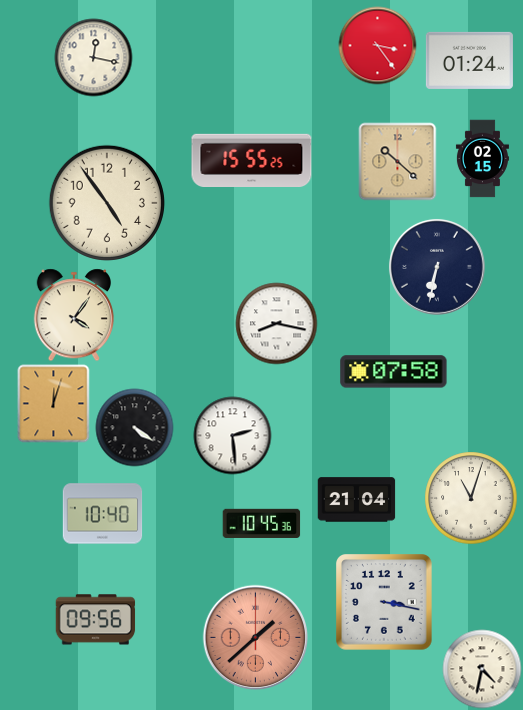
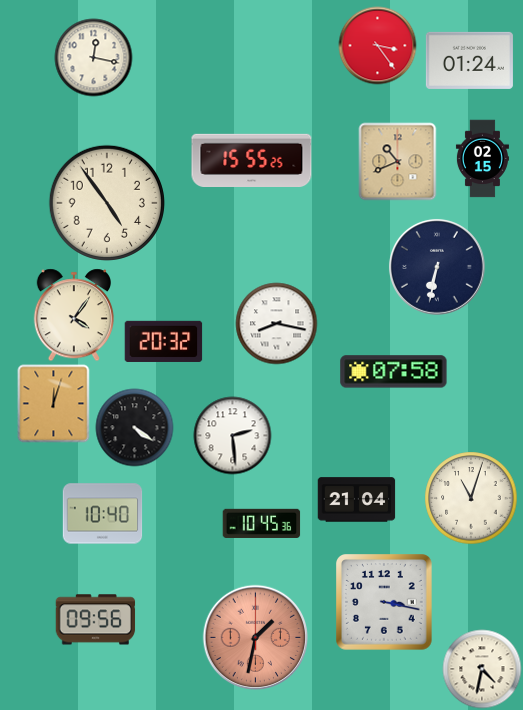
clock at (397, 161): 10:22 -> 10:41
clock at (163, 341): none -> 20:32
clock at (255, 637): 1:38 -> 1:32
